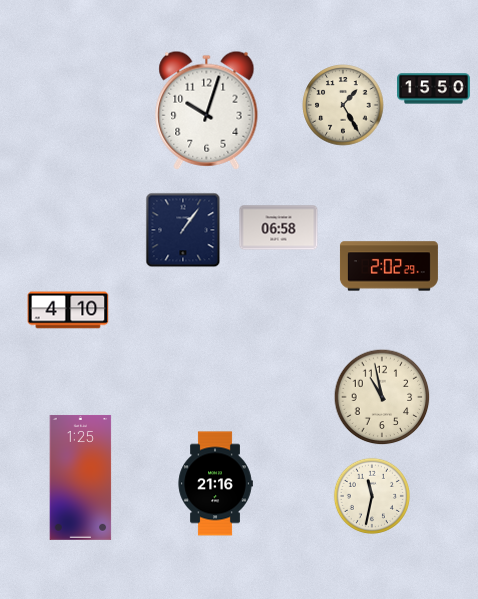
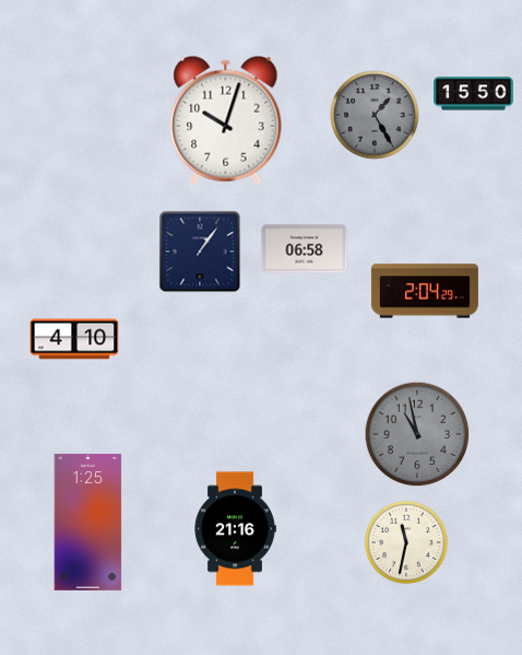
clock at (434, 89) position: (434, 89) -> (474, 94)
clock at (343, 105) dial: cream -> grey
clock at (389, 266): 2:02 -> 2:04
clock at (382, 397) dial: cream -> grey
